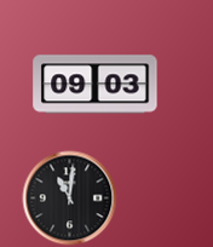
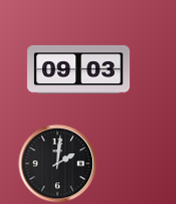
clock at (69, 197): 11:01 -> 2:01
